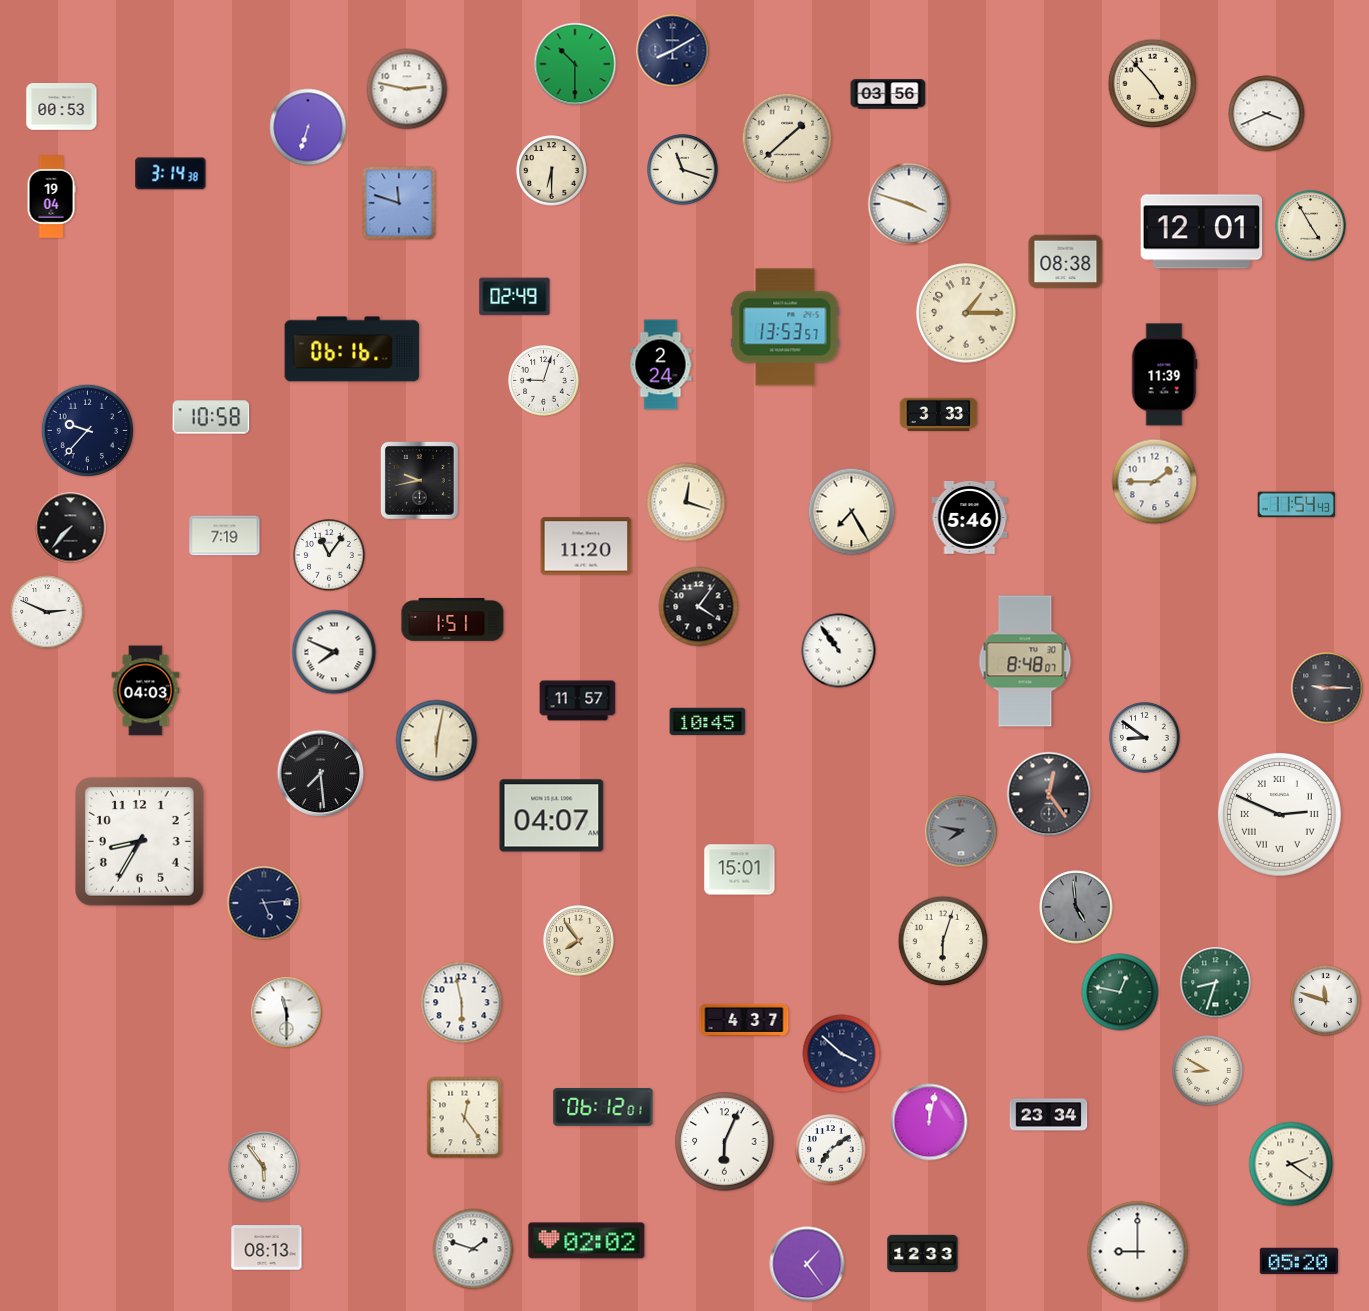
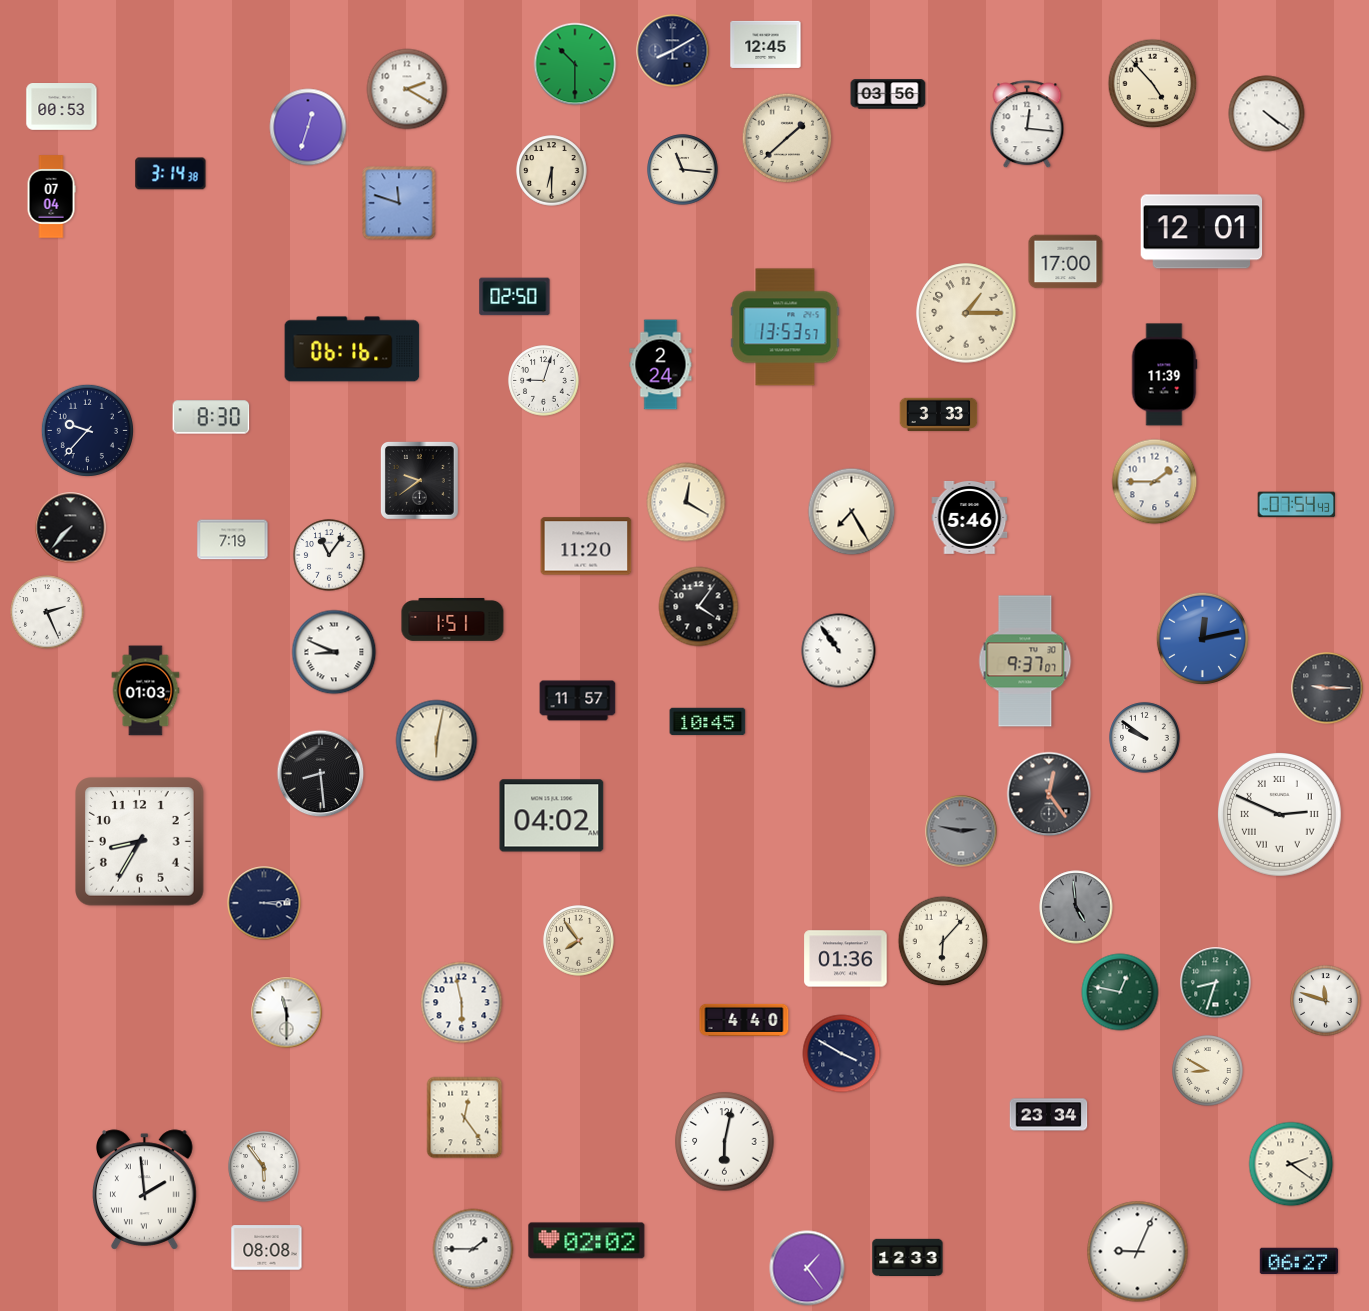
clock at (766, 44): none -> 12:45
clock at (407, 89): 2:47 -> 2:20
clock at (1267, 114): 3:41 -> 4:21
clock at (1027, 125): none -> 12:16
clock at (308, 127): 6:33 -> 12:33
clock at (683, 170): 11:18 -> 11:16
clock at (51, 197): 19:04 -> 07:04
clock at (909, 204): 3:48 -> none
clock at (1311, 226): 4:55 -> none
clock at (1066, 262): 08:38 -> 17:00
clock at (515, 297): 02:49 -> 02:50
clock at (211, 417): 10:58 -> 8:30
clock at (419, 480): 9:43 -> 9:39
clock at (686, 502): 12:18 -> 12:20
clock at (1297, 505): 11:54 -> 07:54
clock at (225, 536) position: (225, 536) -> (233, 540)
clock at (47, 612): 2:49 -> 2:26
clock at (1202, 638): none -> 12:13
clock at (334, 652): 7:49 -> 8:49
clock at (1025, 661): 8:48 -> 9:37
clock at (146, 691): 04:03 -> 01:03
clock at (1145, 738): 8:51 -> 9:51
clock at (321, 774): 7:29 -> 8:29
clock at (552, 816): 04:07 -> 04:02
clock at (961, 831): 7:47 -> 2:47
clock at (740, 870): 15:01 -> none
clock at (264, 903): 5:14 -> 3:14
clock at (943, 941): 6:03 -> 6:07
clock at (846, 959): none -> 01:36
clock at (744, 1020): 4:37 -> 4:40
clock at (842, 1054): 3:52 -> 3:50
clock at (603, 1108): 06:12 -> none
clock at (929, 1122): 12:02 -> none
clock at (725, 1142): 6:04 -> 6:02
clock at (831, 1150): 7:09 -> none
clock at (145, 1190): none -> 1:59
clock at (267, 1248): 08:13 -> 08:08
clock at (473, 1249): 1:48 -> 1:45
clock at (1138, 1252): 9:00 -> 9:04
clock at (923, 1253) position: (923, 1253) -> (908, 1257)
clock at (1299, 1261): 05:20 -> 06:27
clock at (807, 1264) position: (807, 1264) -> (807, 1268)
